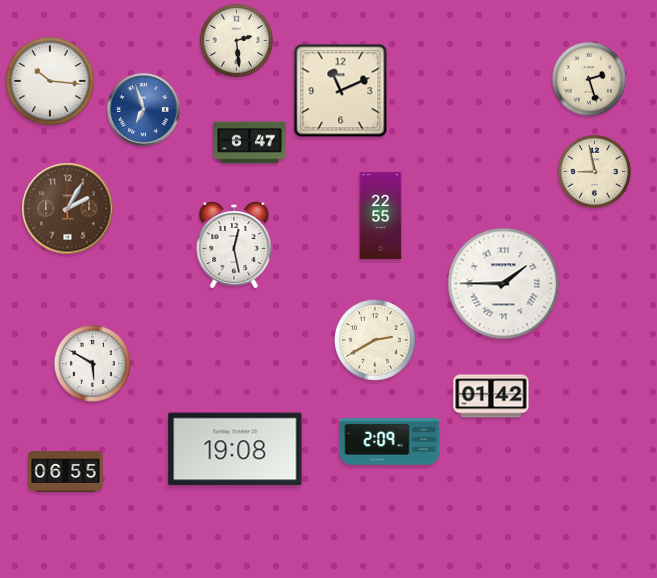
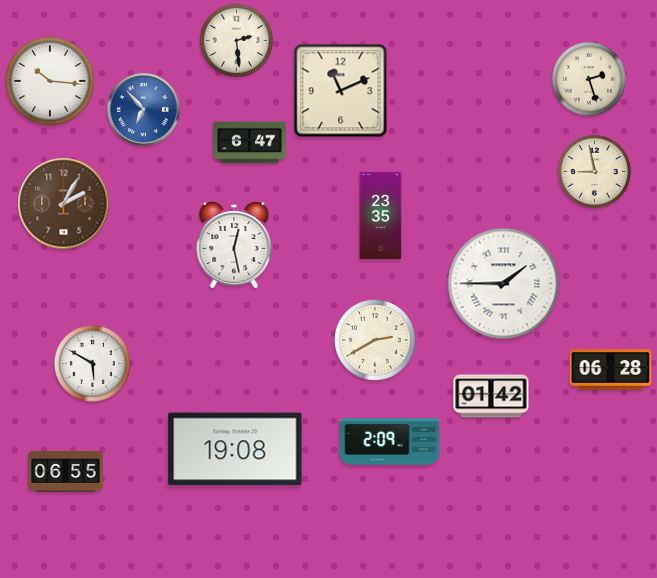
clock at (144, 110): 6:57 -> 6:53
clock at (68, 209) position: (68, 209) -> (64, 204)
clock at (381, 215): 22:55 -> 23:35
clock at (611, 370): none -> 06:28
